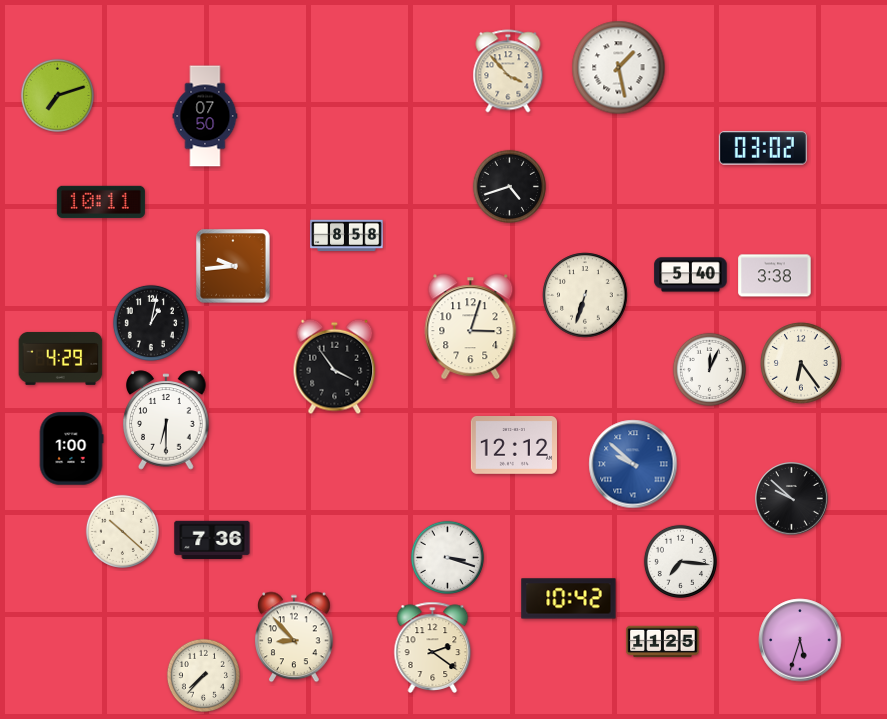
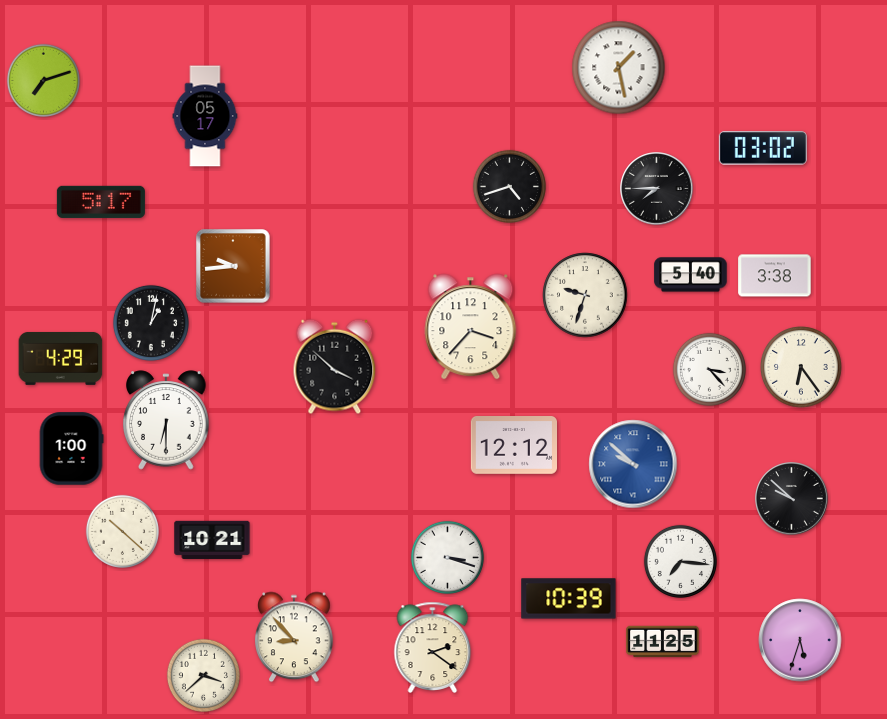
clock at (508, 71): 3:53 -> none
clock at (57, 95) position: (57, 95) -> (43, 80)
clock at (205, 116): 07:50 -> 05:17
clock at (657, 189): none -> 7:45
clock at (101, 202): 10:11 -> 5:17
clock at (347, 236): 8:58 -> none
clock at (585, 295): 6:33 -> 9:33
clock at (471, 327): 3:03 -> 3:37
clock at (801, 363) position: (801, 363) -> (801, 367)
clock at (335, 367): 3:54 -> 3:52
clock at (709, 369): 12:04 -> 3:23
clock at (212, 540): 7:36 -> 10:21
clock at (569, 599): 10:42 -> 10:39
clock at (203, 675): 7:37 -> 3:38
